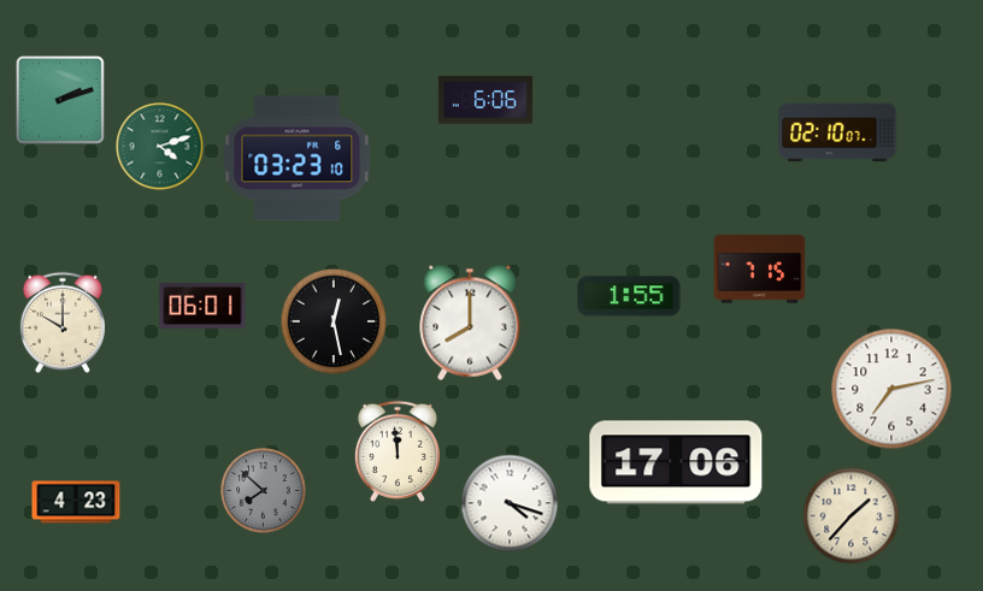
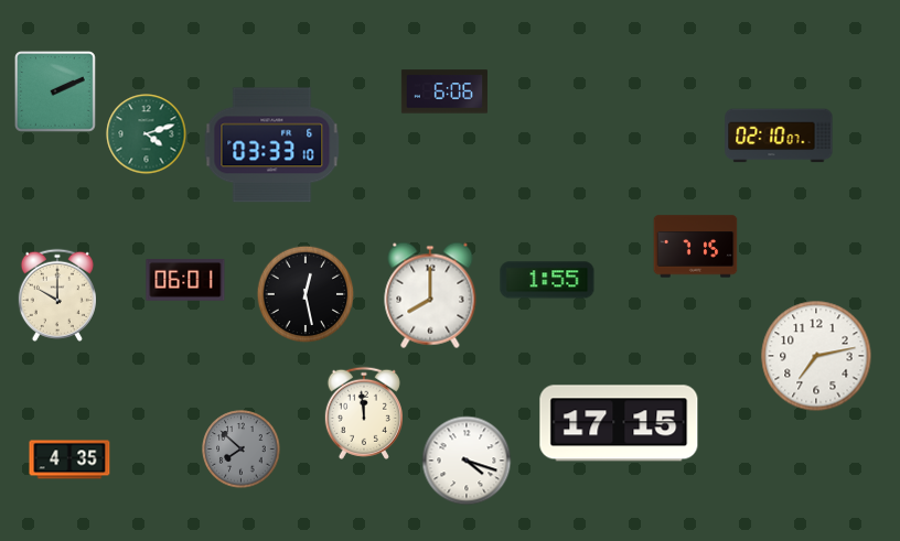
clock at (61, 101): 2:12 -> 2:11
clock at (837, 132) position: (837, 132) -> (779, 136)
clock at (298, 159): 03:23 -> 03:33
clock at (629, 296) position: (629, 296) -> (547, 280)
clock at (676, 462): 17:06 -> 17:15
clock at (76, 502): 4:23 -> 4:35
clock at (852, 516): 1:37 -> none
